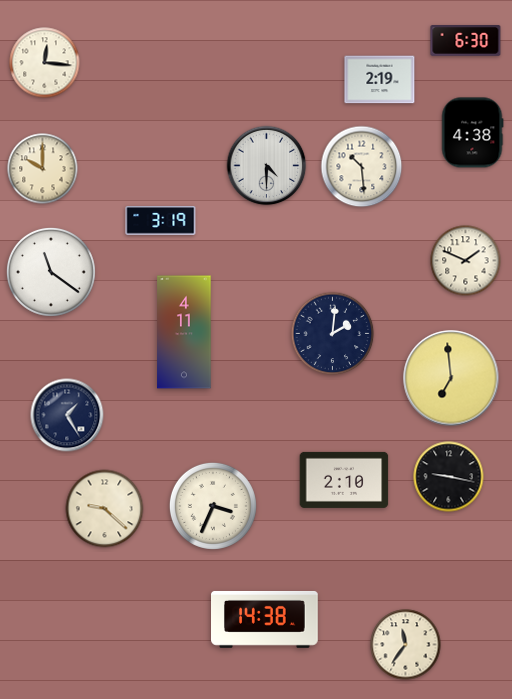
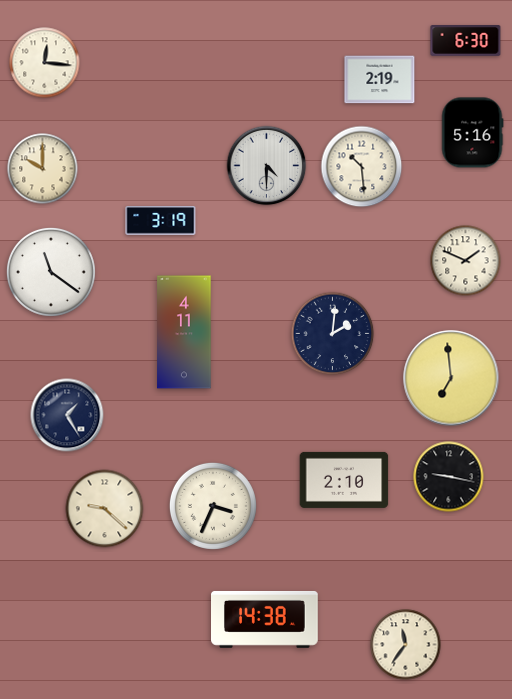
clock at (472, 133): 4:38 -> 5:16
